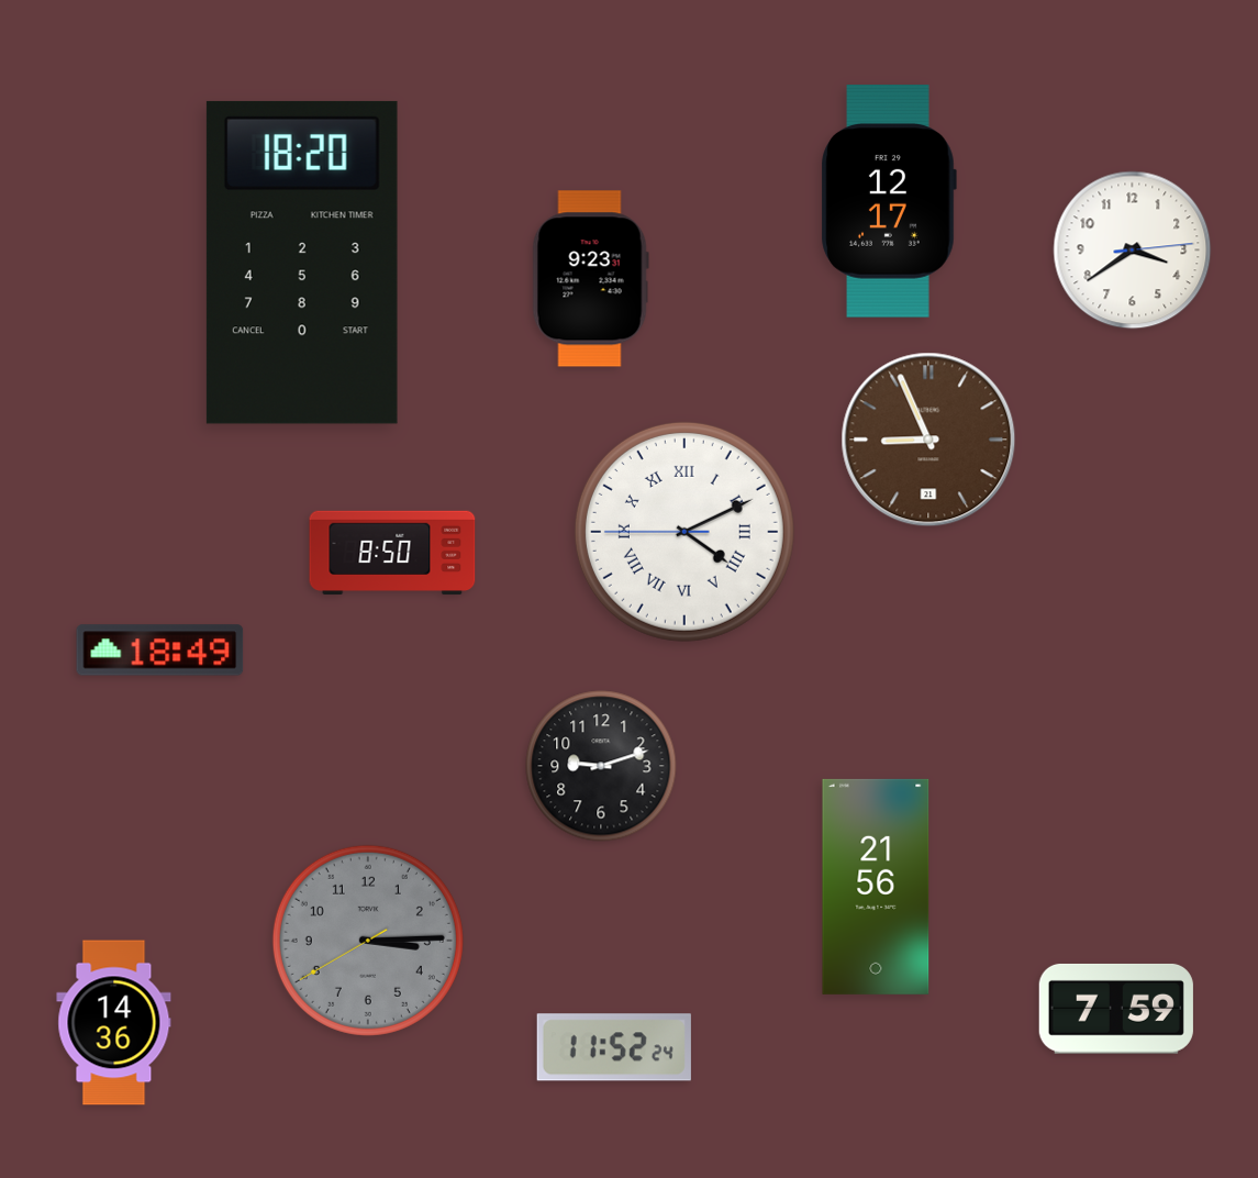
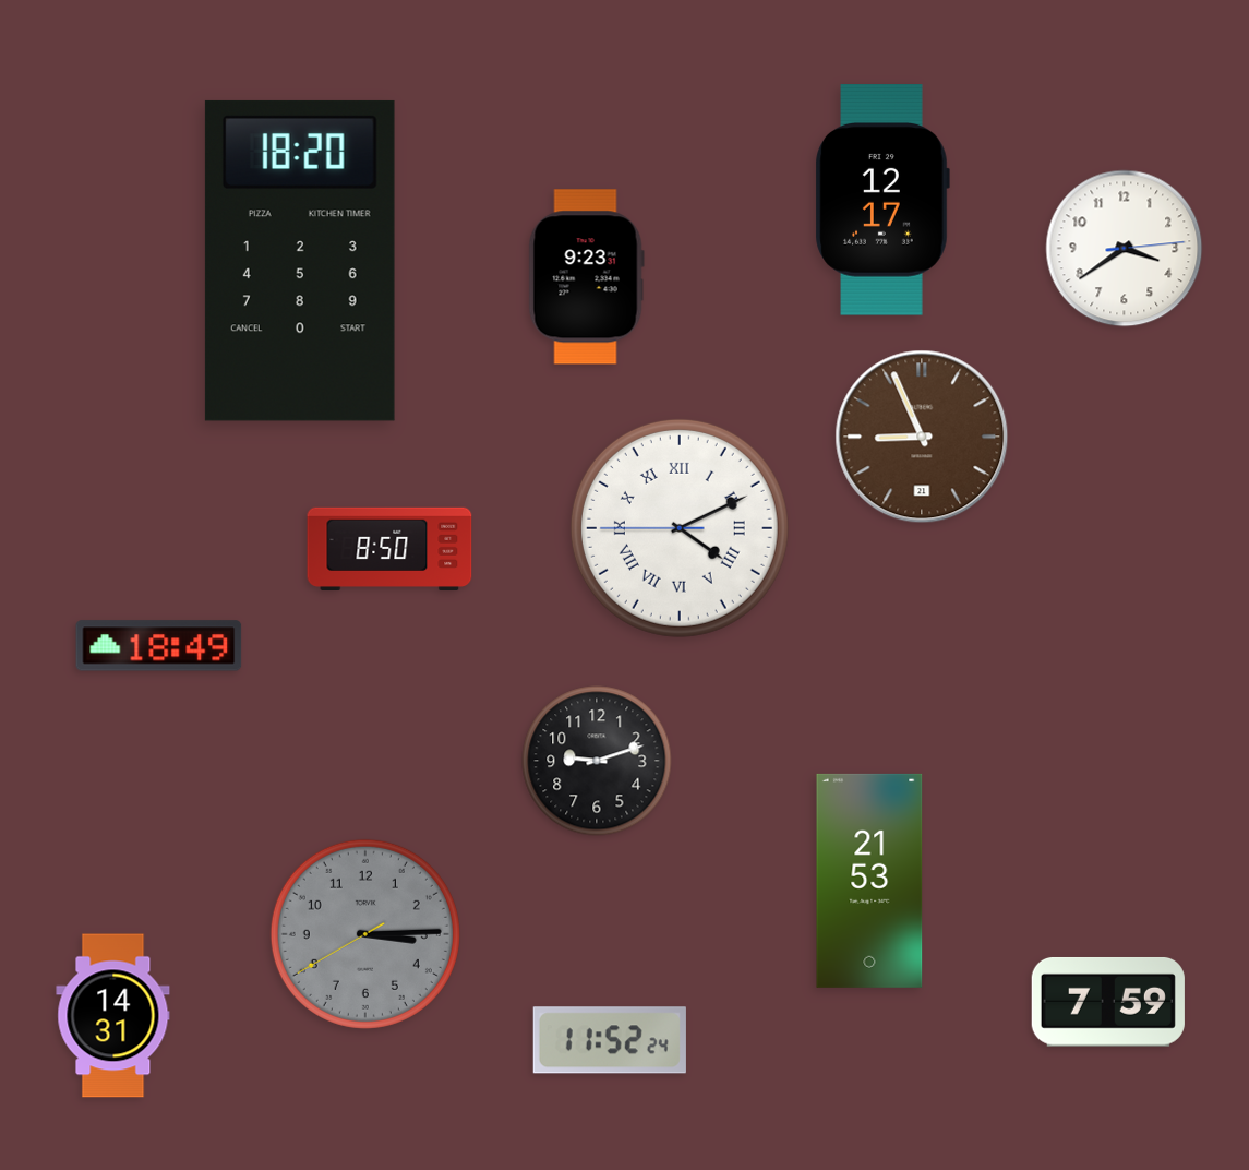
clock at (876, 887): 21:56 -> 21:53
clock at (114, 1023): 14:36 -> 14:31
